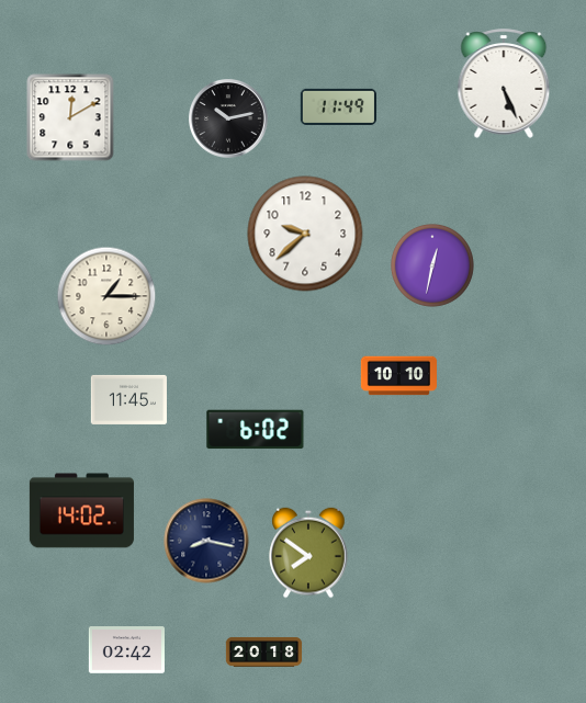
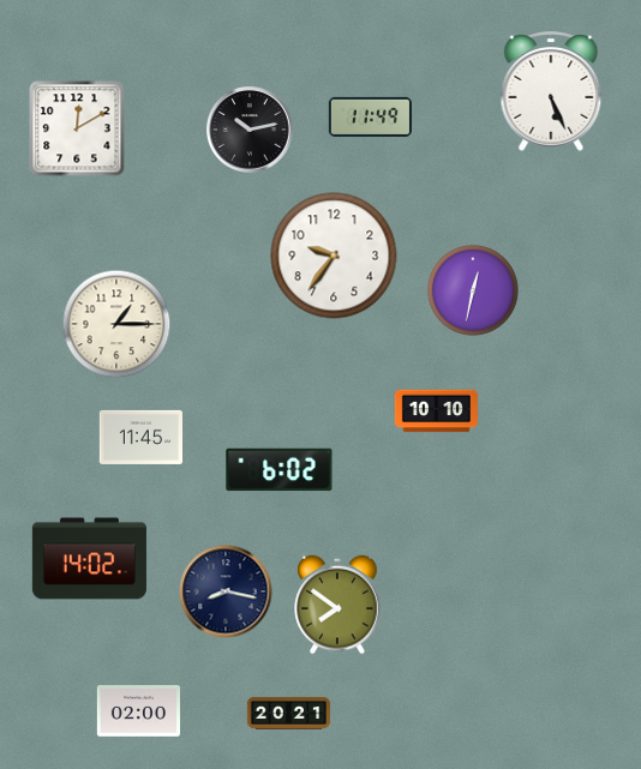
clock at (305, 234): 9:38 -> 9:36
clock at (126, 650): 02:42 -> 02:00
clock at (264, 651): 20:18 -> 20:21
